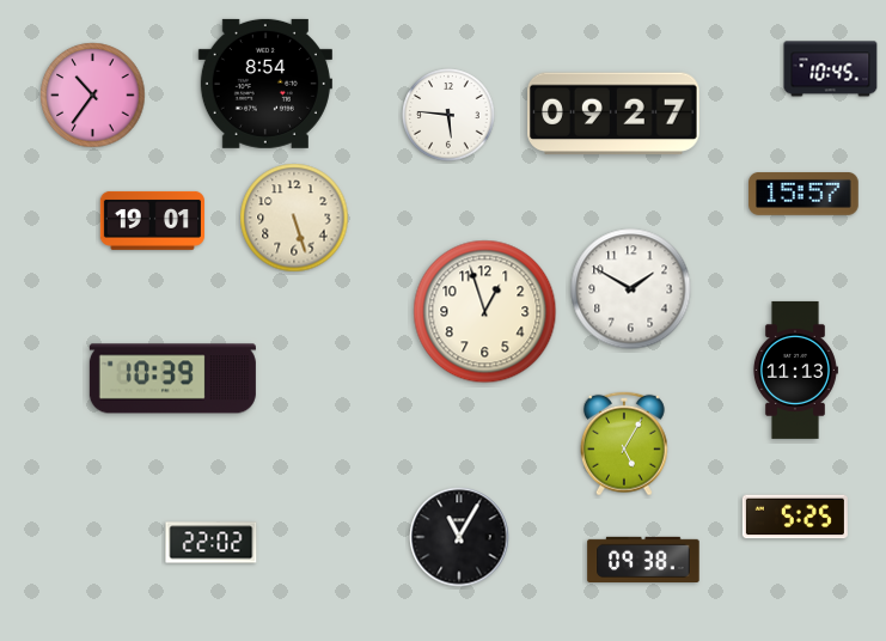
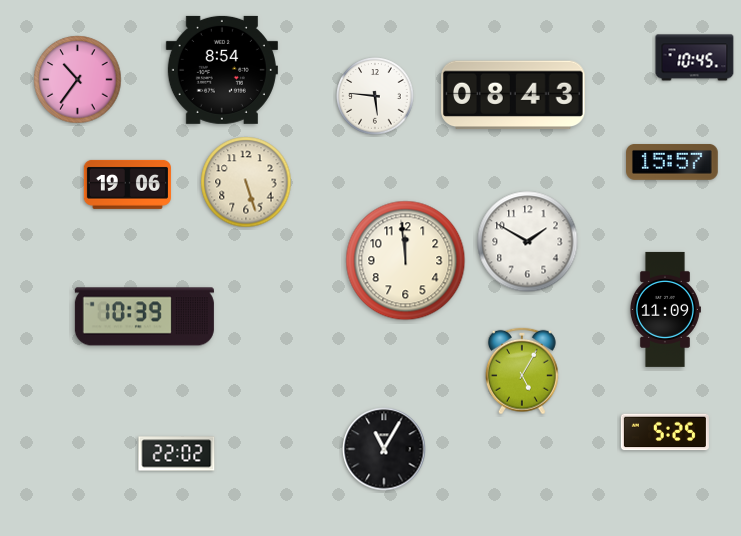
clock at (613, 114): 09:27 -> 08:43
clock at (152, 220): 19:01 -> 19:06
clock at (485, 312): 12:57 -> 11:59
clock at (795, 370): 11:13 -> 11:09
clock at (643, 558): 09:38 -> none
